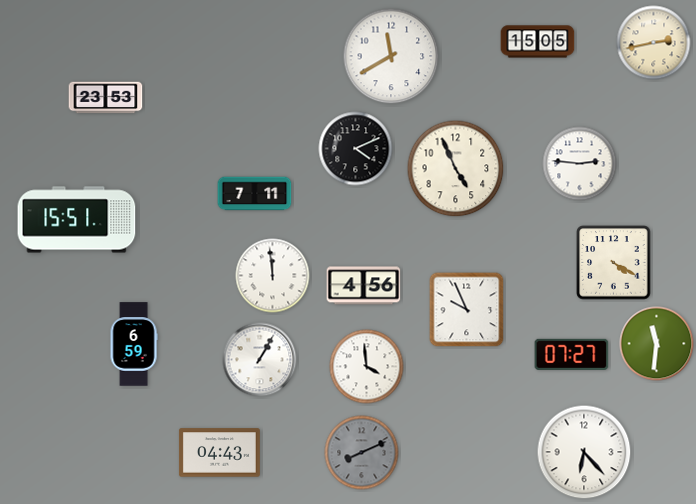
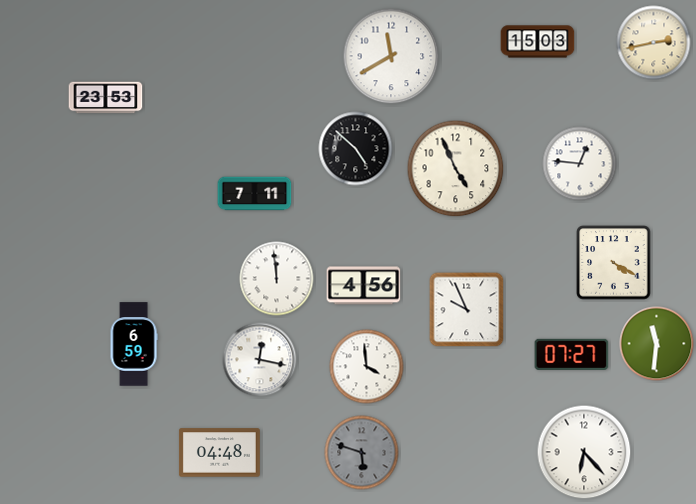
clock at (538, 42): 15:05 -> 15:03
clock at (356, 149): 4:11 -> 4:52
clock at (580, 164): 2:46 -> 12:46
clock at (77, 220): 15:51 -> none
clock at (273, 276) position: (273, 276) -> (277, 279)
clock at (260, 360): 1:05 -> 12:17
clock at (219, 453): 04:43 -> 04:48
clock at (362, 453): 8:11 -> 5:48
